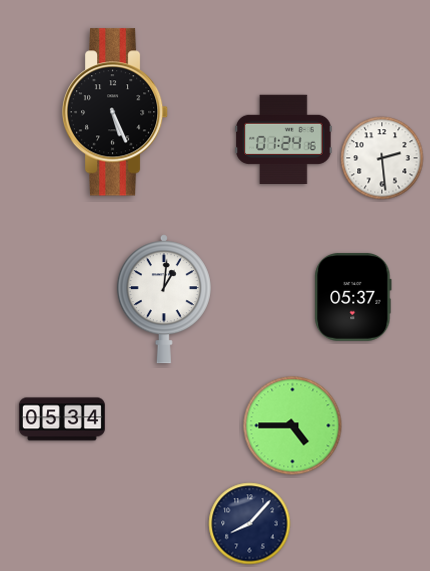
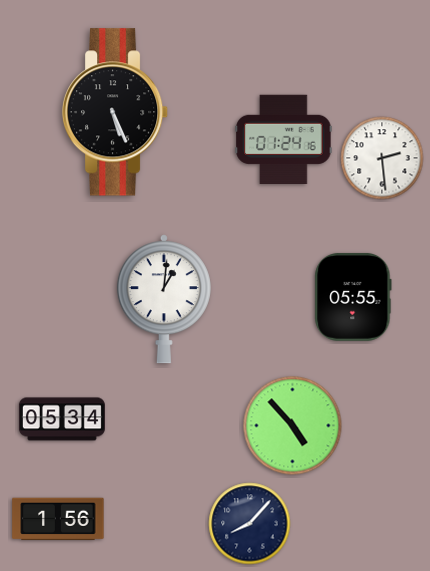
clock at (353, 297): 05:37 -> 05:55
clock at (293, 426): 4:45 -> 4:53
clock at (58, 519): none -> 1:56
